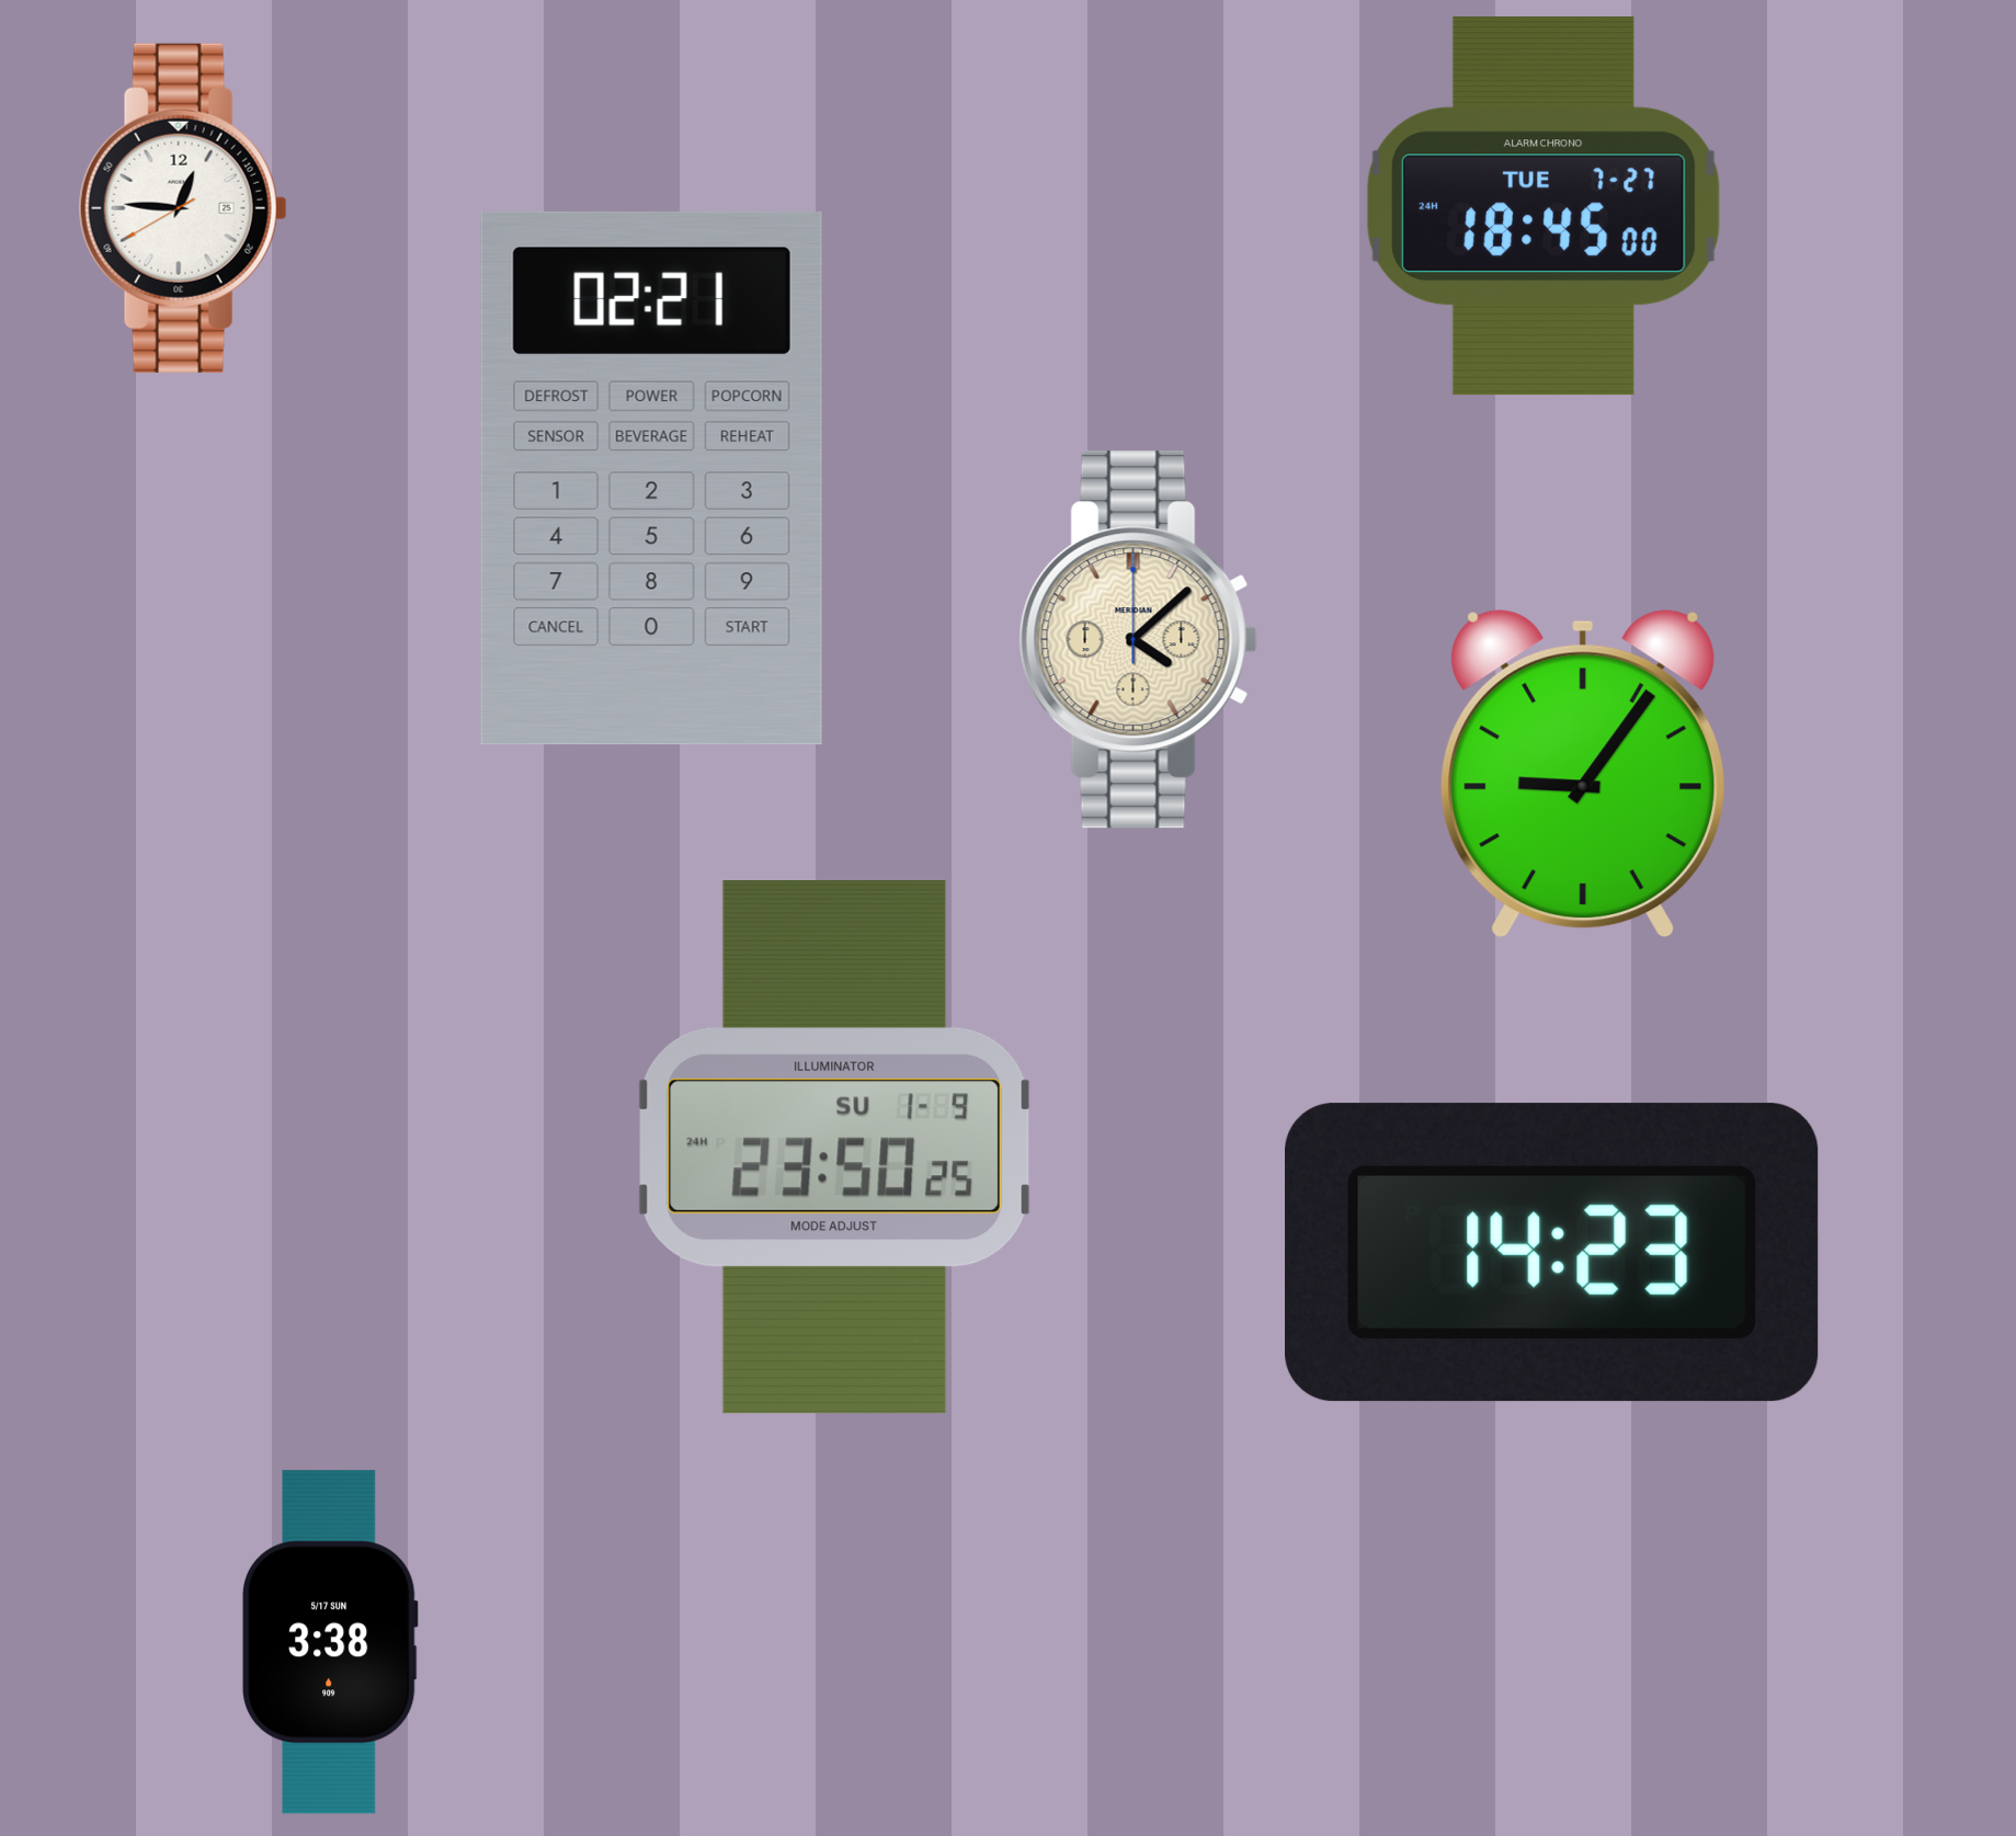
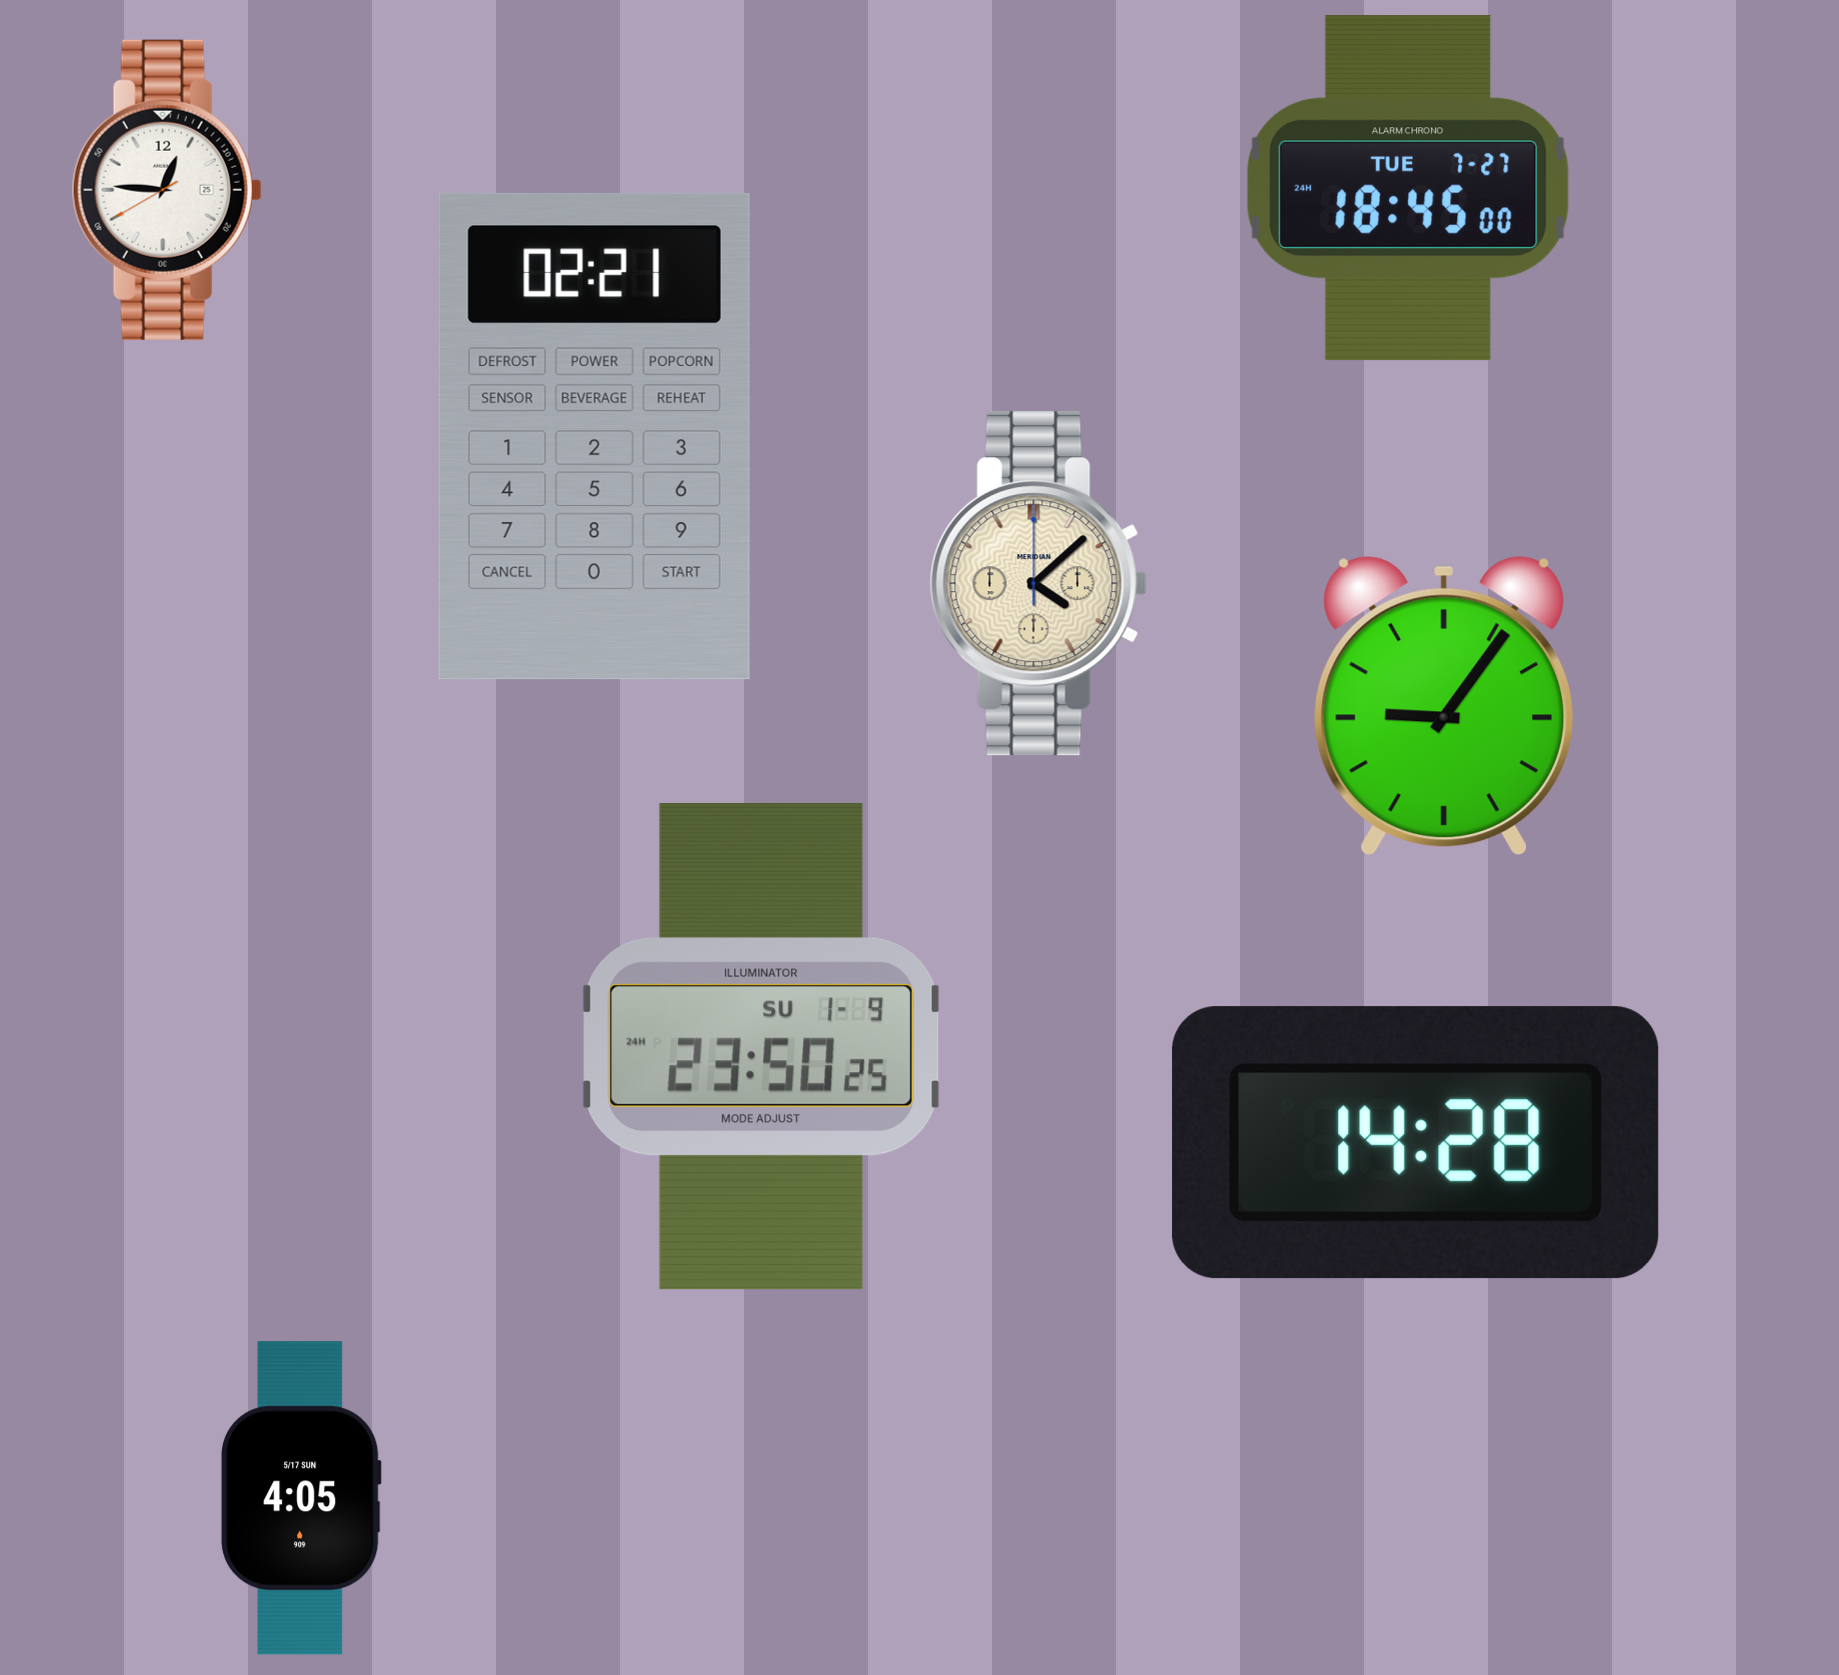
clock at (1552, 1253): 14:23 -> 14:28
clock at (330, 1642): 3:38 -> 4:05
